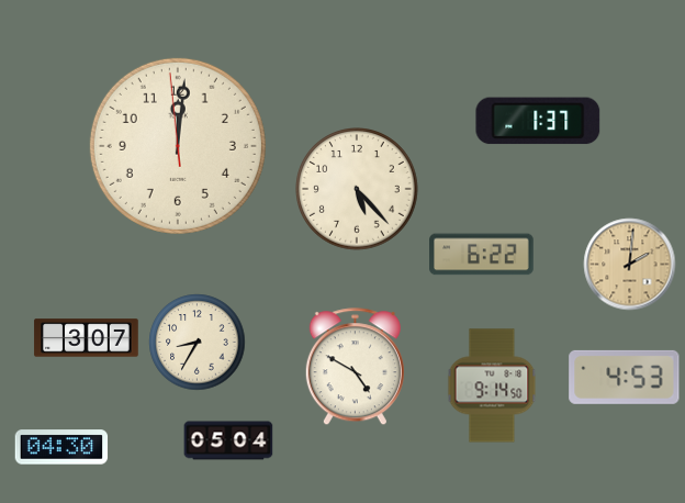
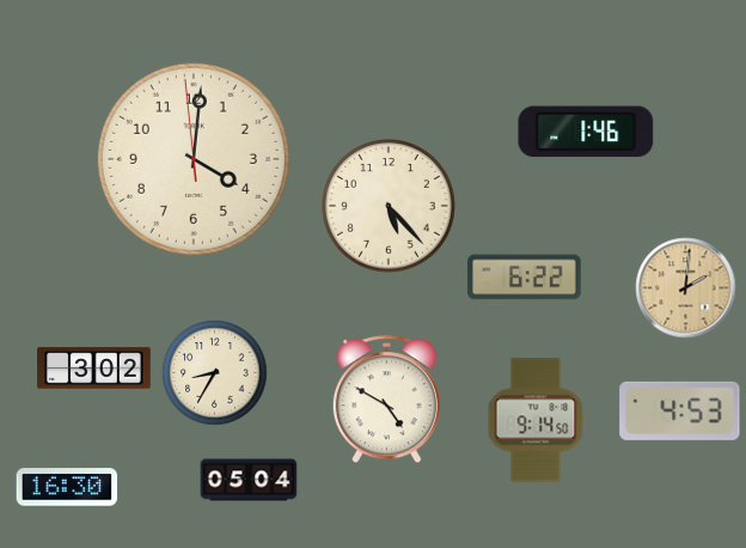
clock at (538, 121): 1:37 -> 1:46
clock at (178, 146): 12:00 -> 4:00
clock at (87, 338): 3:07 -> 3:02
clock at (61, 447): 04:30 -> 16:30
